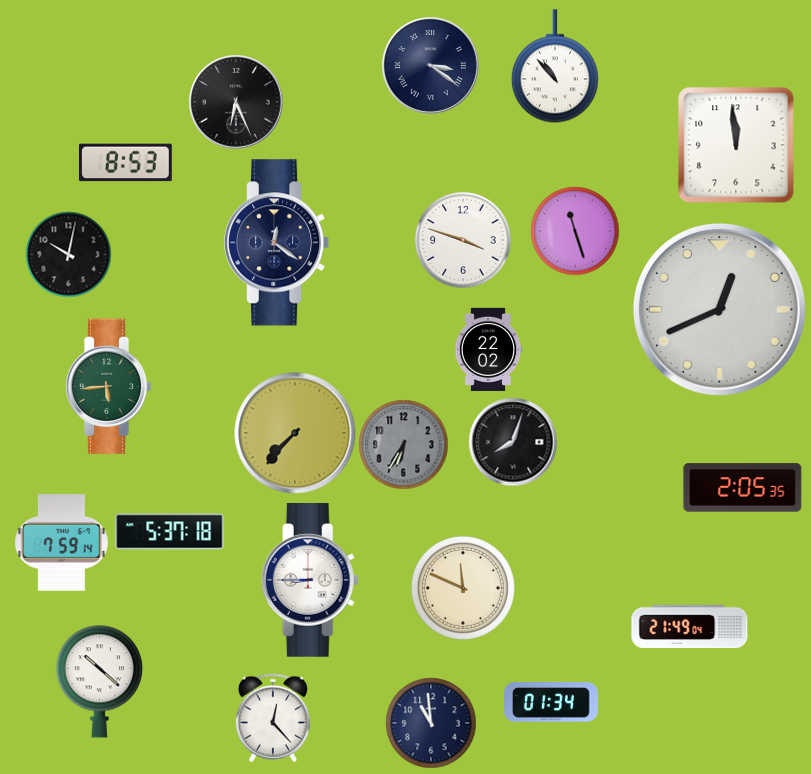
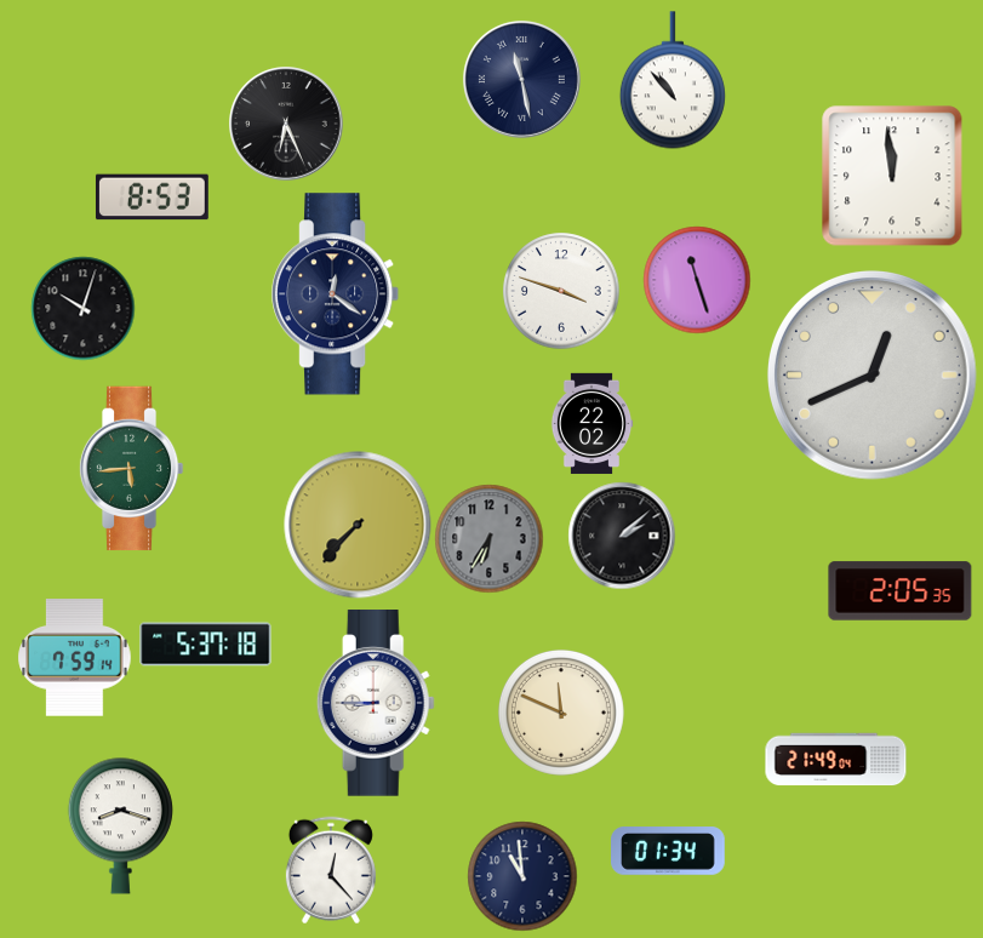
clock at (430, 65): 3:21 -> 11:28
clock at (68, 254): 10:02 -> 10:03
clock at (513, 442): 8:03 -> 2:08
clock at (99, 681): 10:22 -> 8:18
